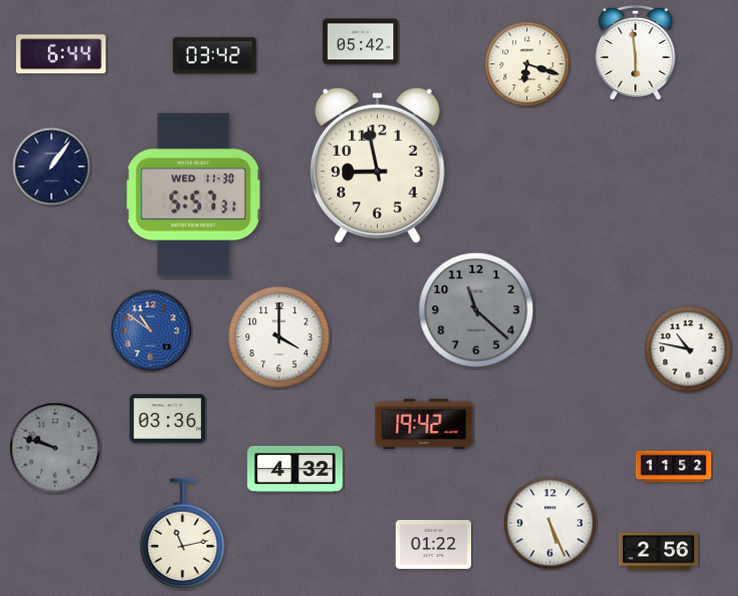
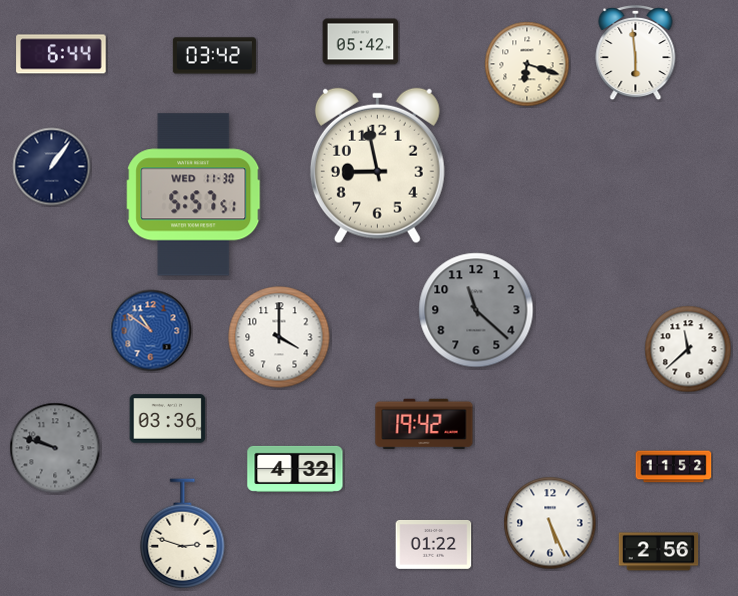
clock at (194, 195): 5:57:31 -> 5:57:51
clock at (688, 349): 10:47 -> 11:38
clock at (183, 534): 11:13 -> 2:48
